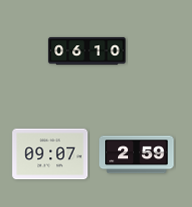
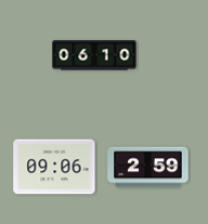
clock at (50, 154): 09:07 -> 09:06
